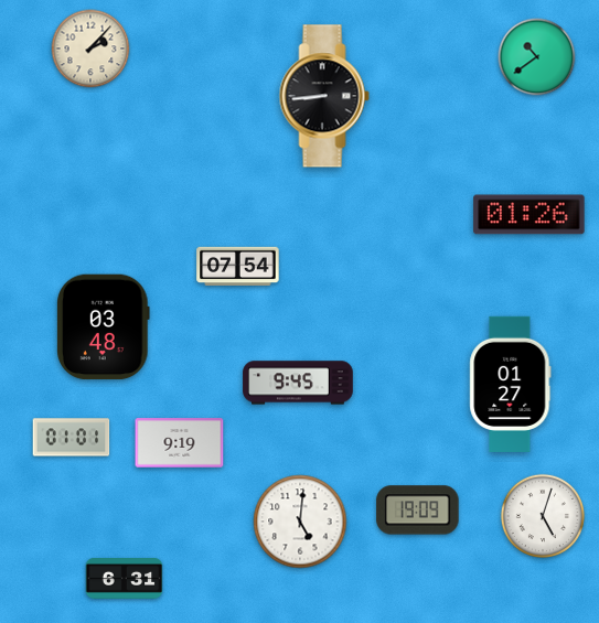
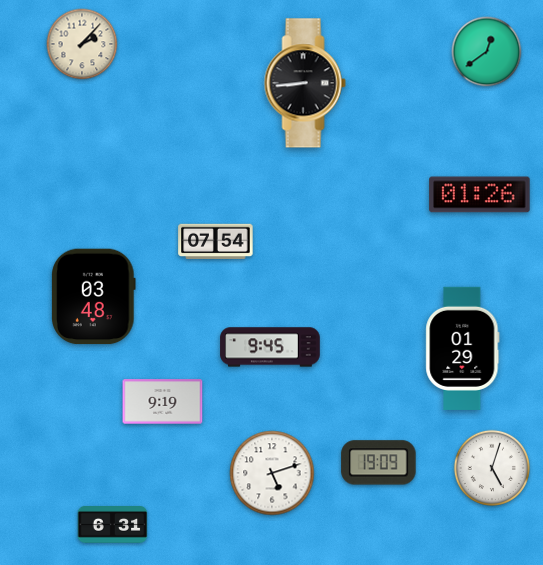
clock at (537, 57): 10:39 -> 12:39
clock at (324, 96) position: (324, 96) -> (305, 83)
clock at (511, 384): 01:27 -> 01:29
clock at (72, 438): 01:01 -> none
clock at (300, 522): 5:01 -> 5:12
